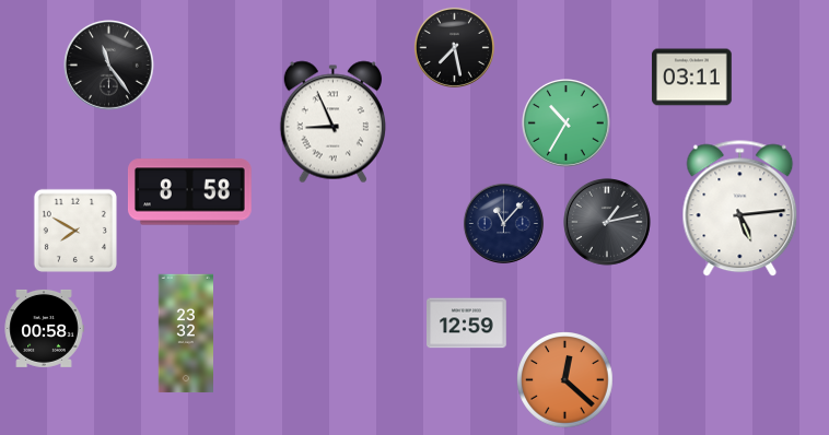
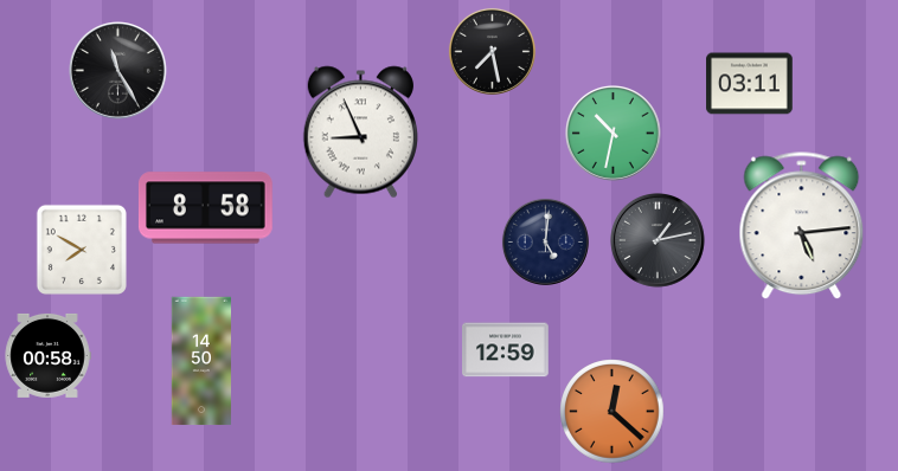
clock at (109, 66): 11:24 -> 11:25
clock at (567, 124): 10:35 -> 10:32
clock at (503, 223): 11:07 -> 5:01
clock at (186, 333): 23:32 -> 14:50
